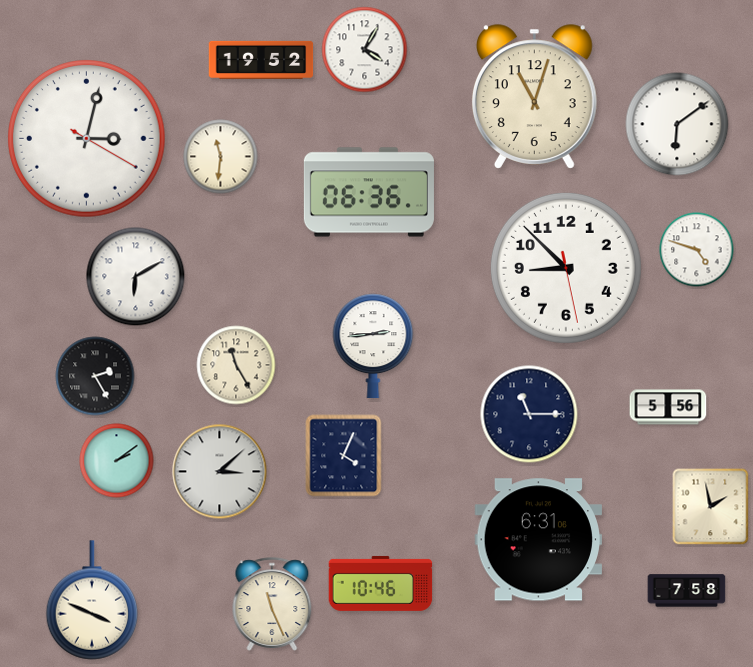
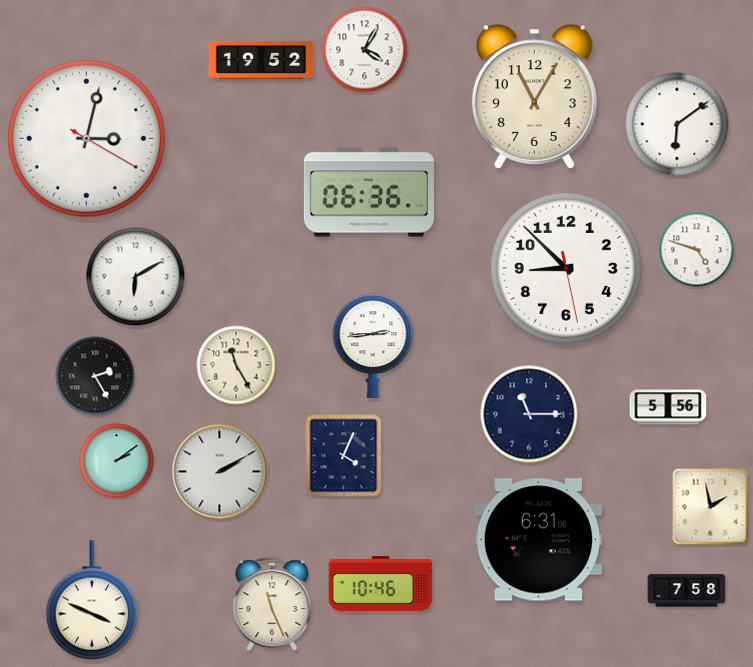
clock at (535, 97): 11:03 -> 11:05
clock at (221, 157): 11:31 -> none
clock at (220, 472): 3:08 -> 2:10
